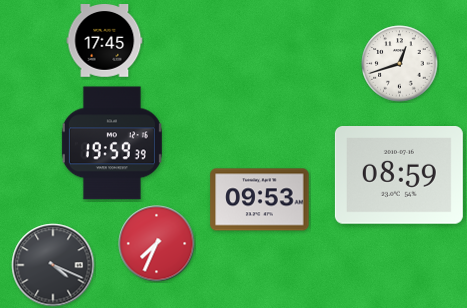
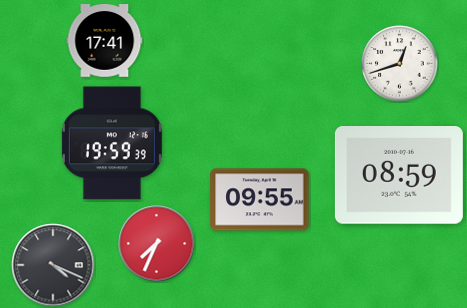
clock at (105, 41): 17:45 -> 17:41
clock at (260, 200): 09:53 -> 09:55
